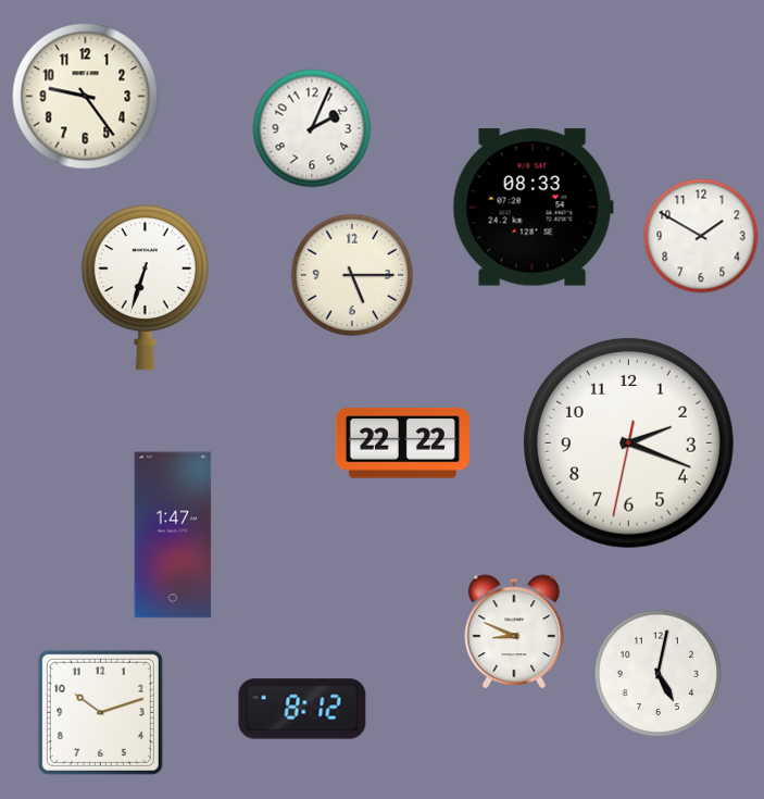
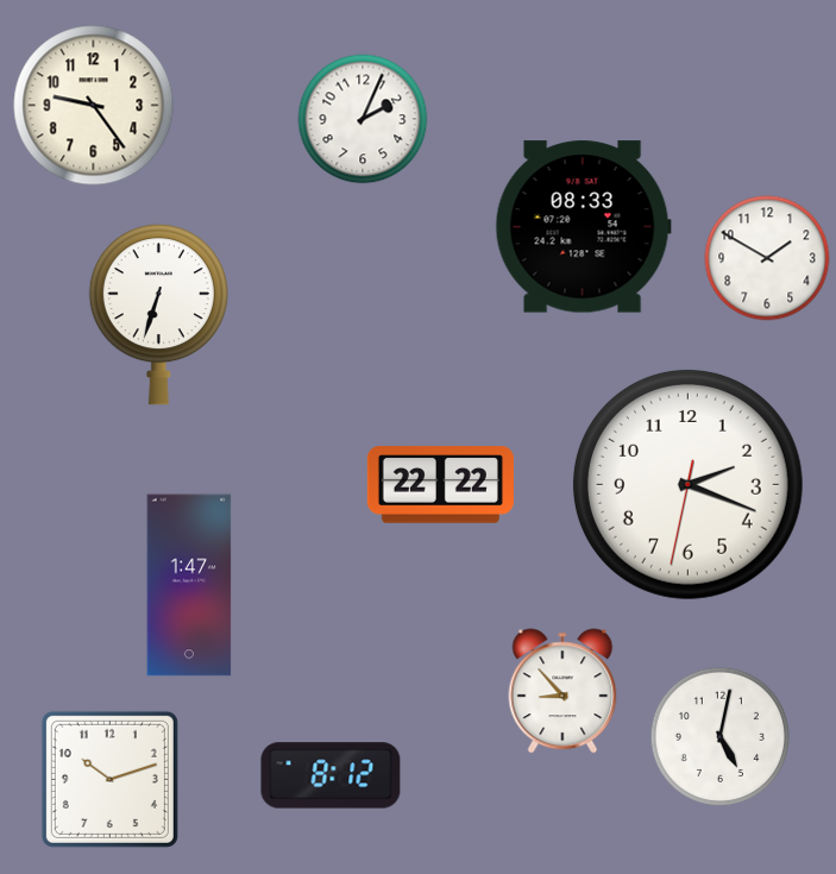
clock at (312, 128) position: (312, 128) -> (363, 119)
clock at (352, 275): 5:15 -> none
clock at (514, 632): 8:49 -> 8:53
